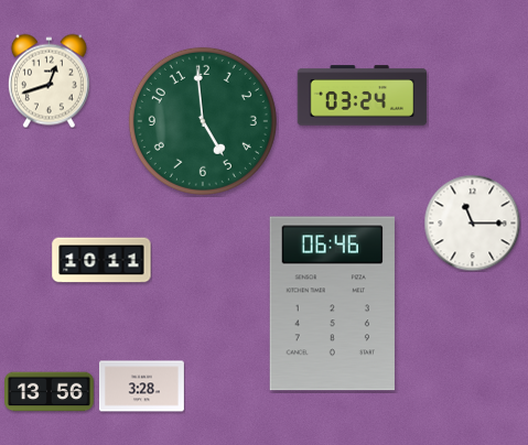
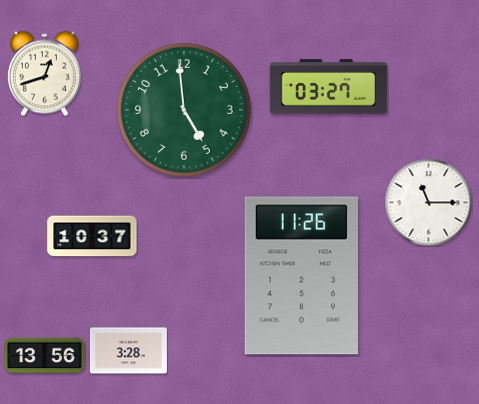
clock at (363, 96): 03:24 -> 03:27
clock at (101, 260): 10:11 -> 10:37
clock at (332, 304): 06:46 -> 11:26
